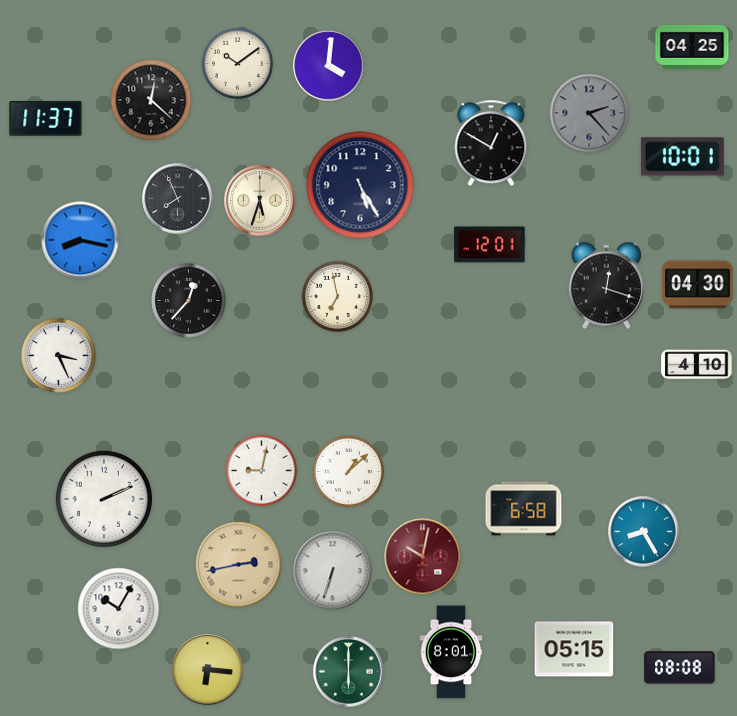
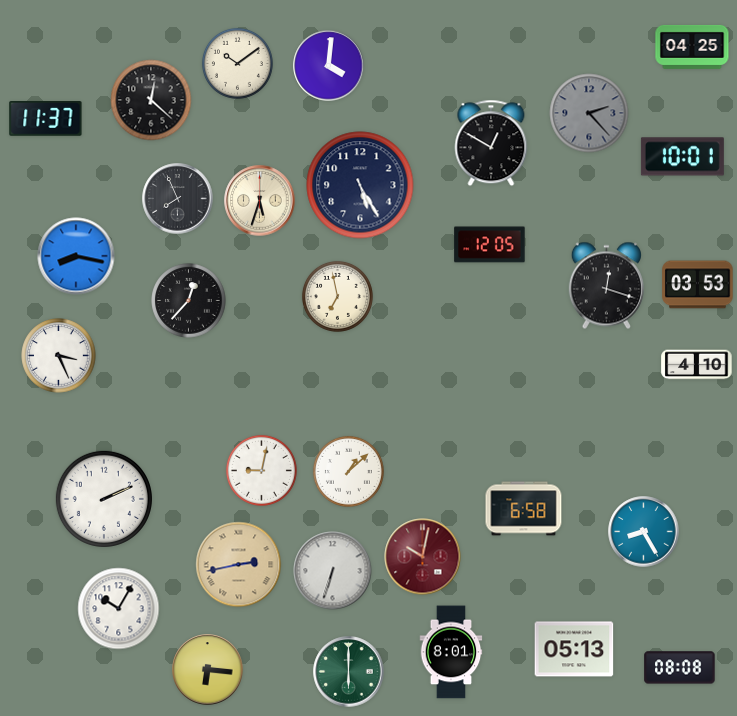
clock at (80, 240) position: (80, 240) -> (76, 256)
clock at (490, 245): 12:01 -> 12:05
clock at (698, 285): 04:30 -> 03:53
clock at (574, 649): 05:15 -> 05:13
